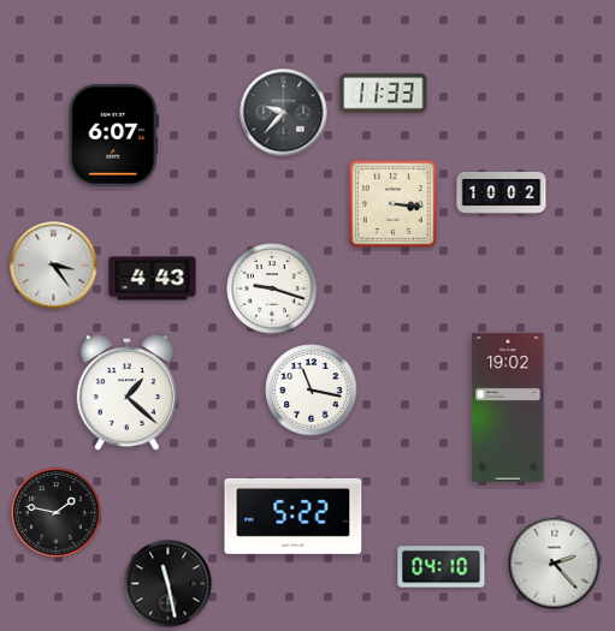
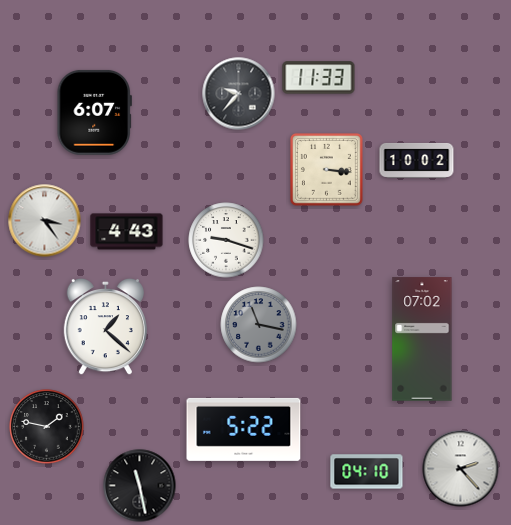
clock at (284, 113) position: (284, 113) -> (239, 94)
clock at (312, 391) dial: white -> grey
clock at (508, 407): 19:02 -> 07:02
